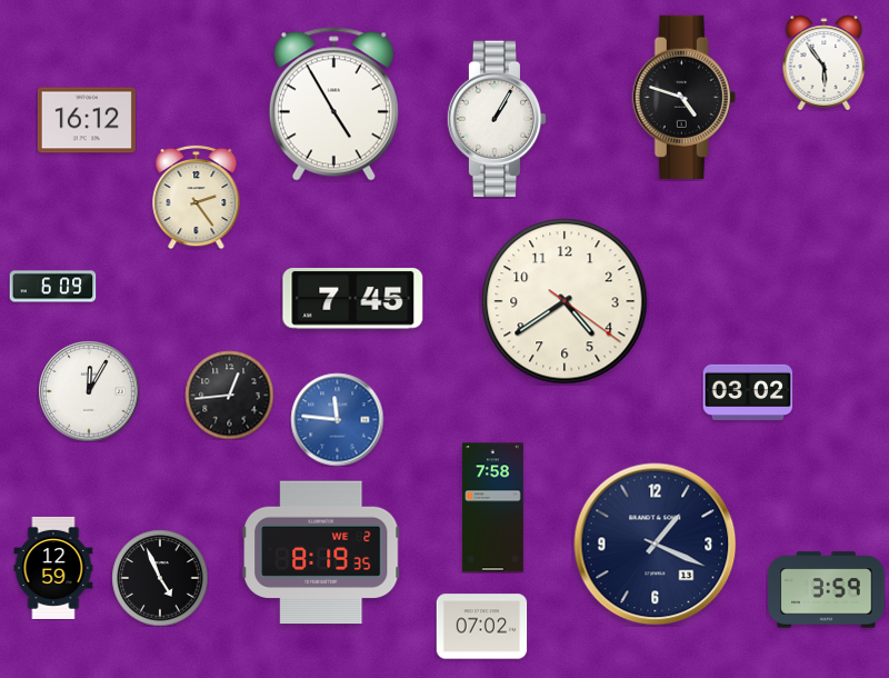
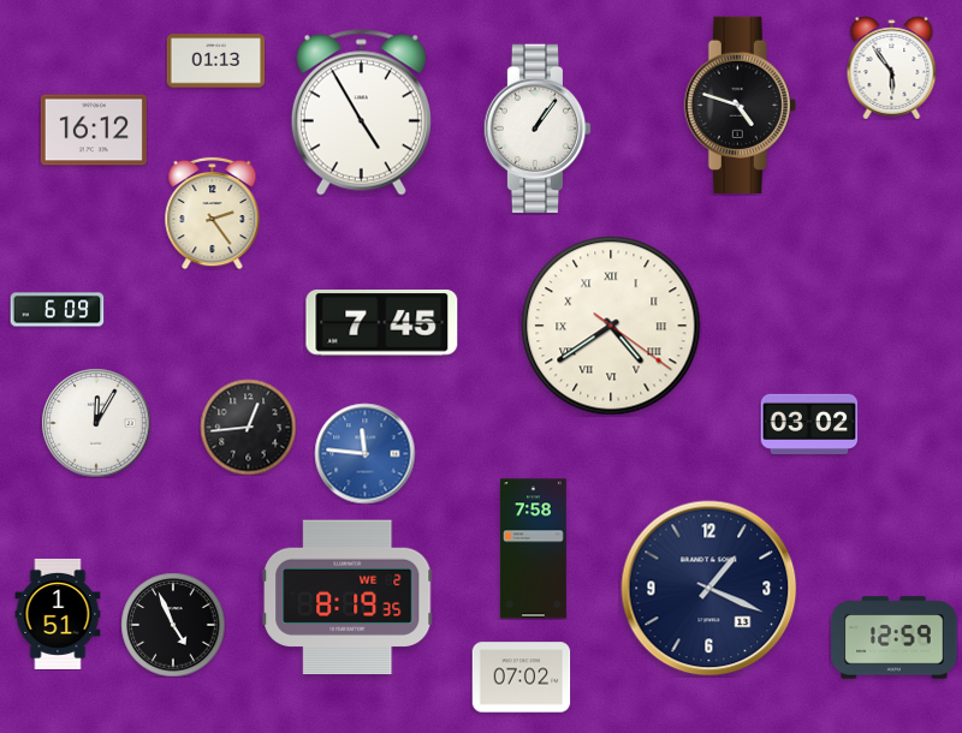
clock at (215, 61): none -> 01:13
clock at (497, 119): 1:05 -> 1:06
clock at (565, 301) numerals: Arabic -> Roman
clock at (53, 568): 12:59 -> 1:51
clock at (827, 590): 3:59 -> 12:59
